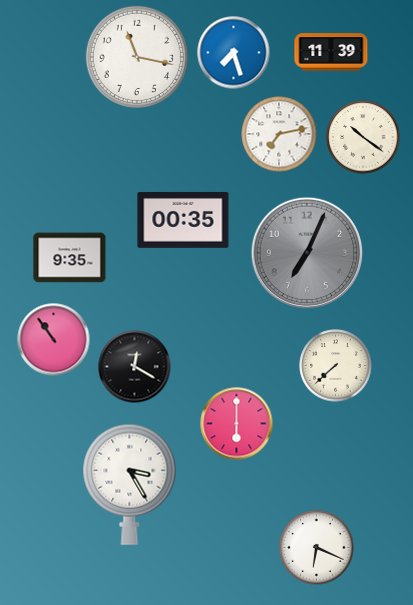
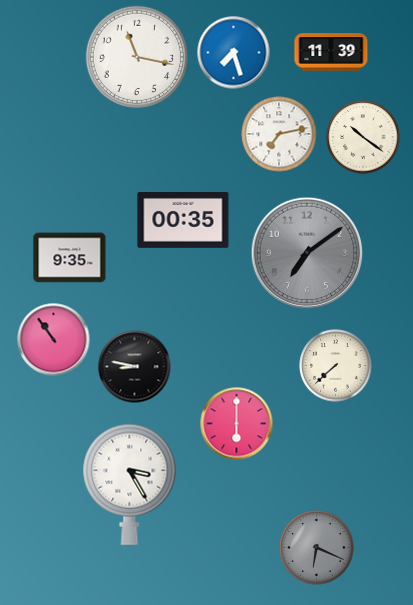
clock at (307, 253): 7:04 -> 7:09
clock at (135, 367): 12:20 -> 8:47
clock at (317, 548) dial: white -> grey
